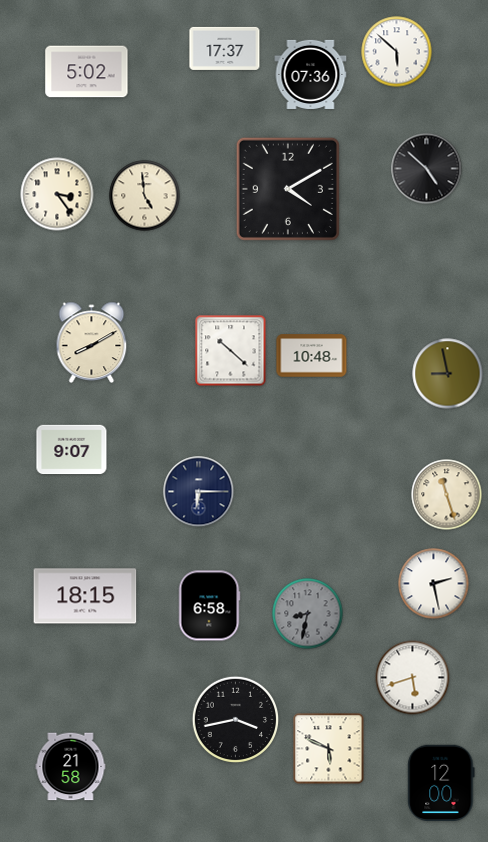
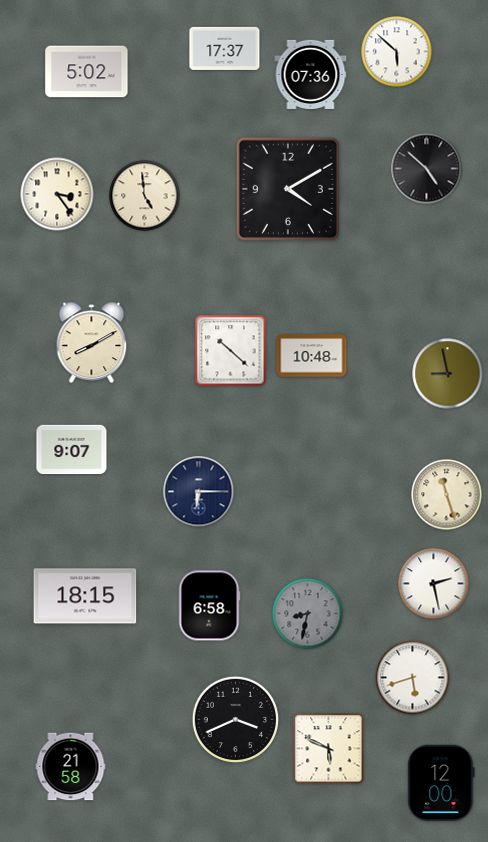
clock at (236, 720): 3:43 -> 3:41
